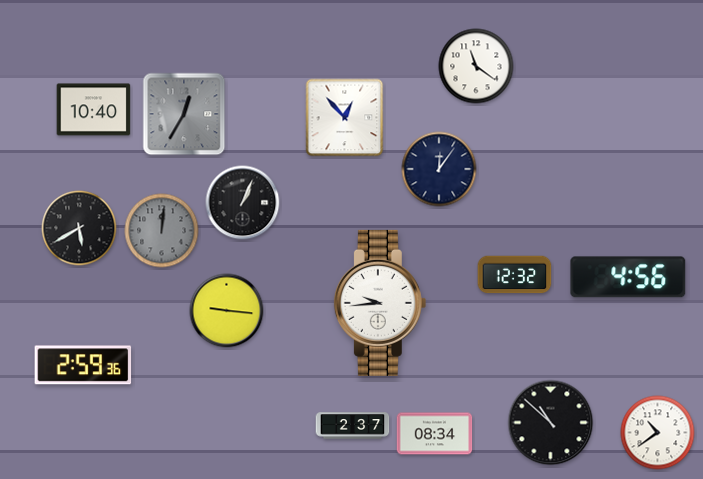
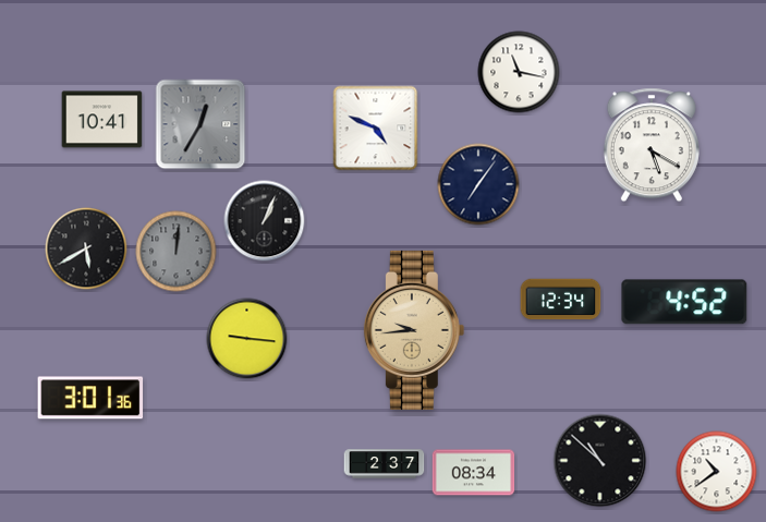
clock at (476, 66): 11:21 -> 11:17
clock at (94, 110): 10:40 -> 10:41
clock at (345, 118): 12:53 -> 4:49
clock at (652, 145): none -> 5:20
clock at (439, 169): 12:06 -> 7:06
clock at (515, 275): 12:32 -> 12:34
clock at (628, 277): 4:56 -> 4:52
clock at (380, 303) dial: white -> champagne
clock at (83, 365): 2:59 -> 3:01
